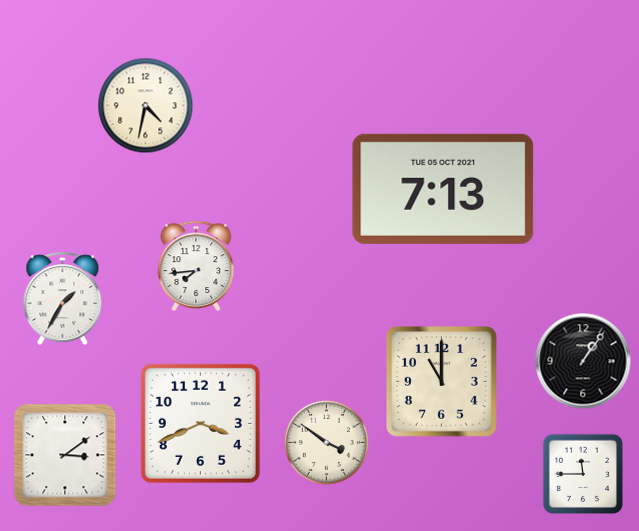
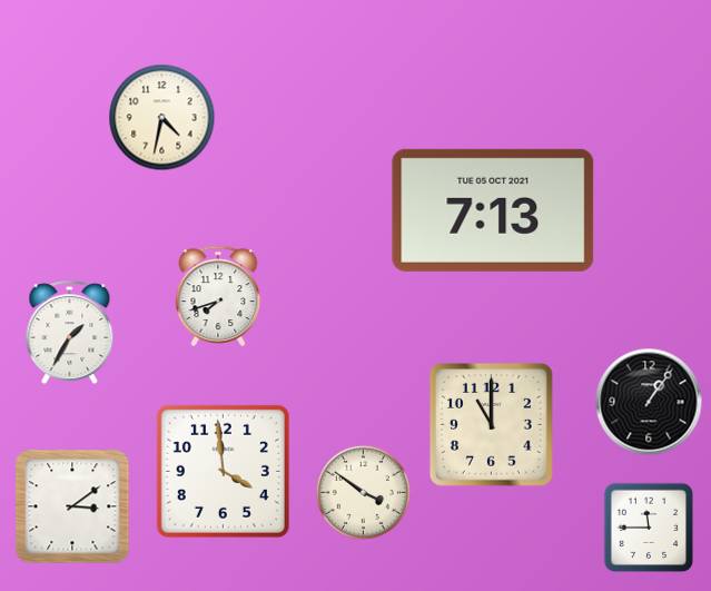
clock at (196, 266): 7:44 -> 7:42
clock at (200, 423): 3:41 -> 3:59
